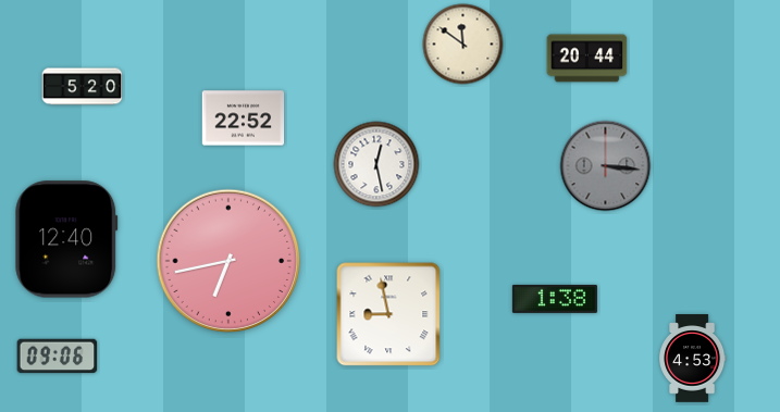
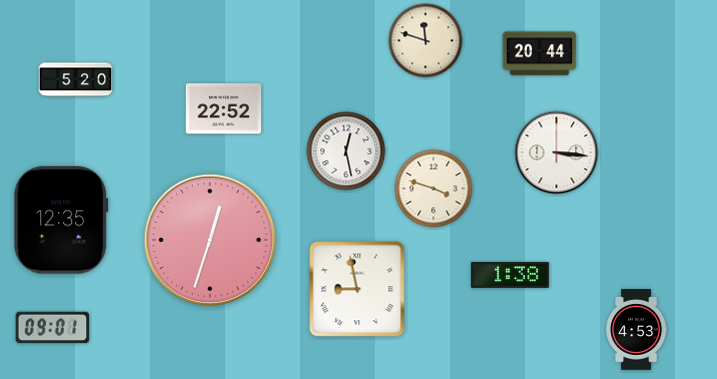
clock at (463, 45): 11:51 -> 11:48
clock at (606, 166) dial: grey -> white
clock at (434, 189): none -> 3:48
clock at (66, 239): 12:40 -> 12:35
clock at (228, 261): 6:43 -> 12:33
clock at (58, 357): 09:06 -> 09:01
